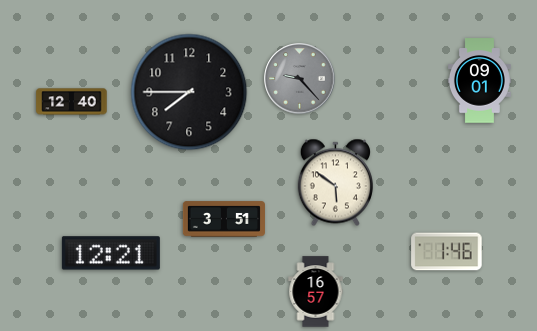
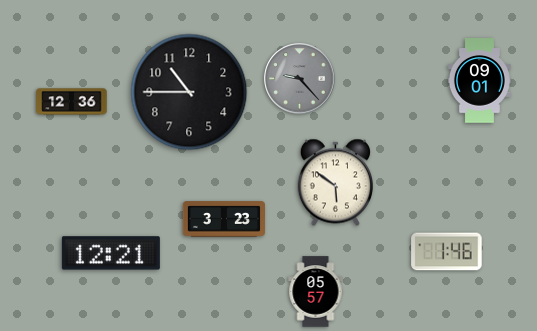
clock at (189, 92): 7:45 -> 10:45
clock at (72, 102): 12:40 -> 12:36
clock at (224, 219): 3:51 -> 3:23
clock at (316, 292): 16:57 -> 05:57
